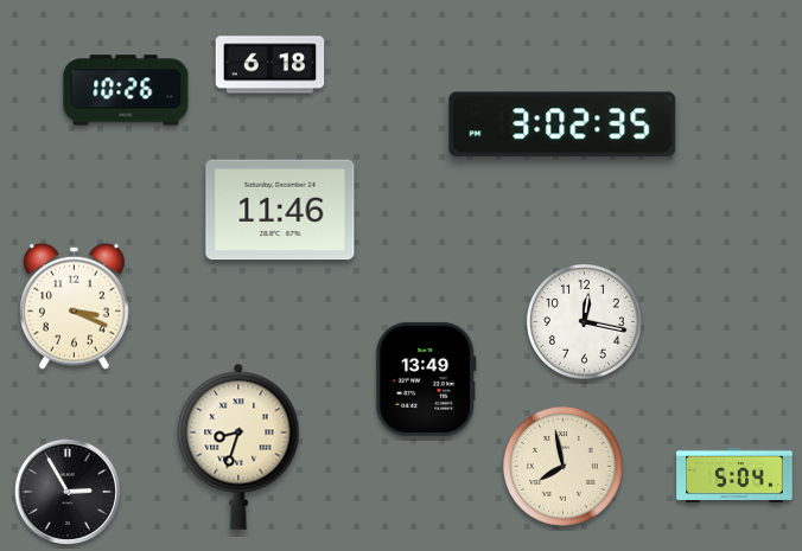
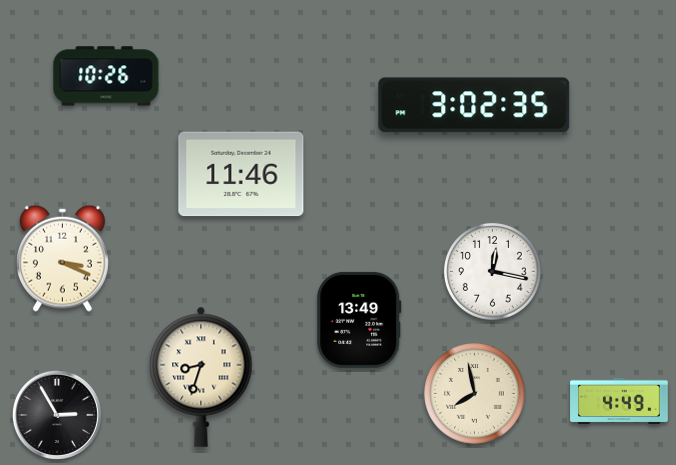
clock at (270, 65): 6:18 -> none
clock at (280, 210) position: (280, 210) -> (241, 174)
clock at (734, 474): 5:04 -> 4:49
